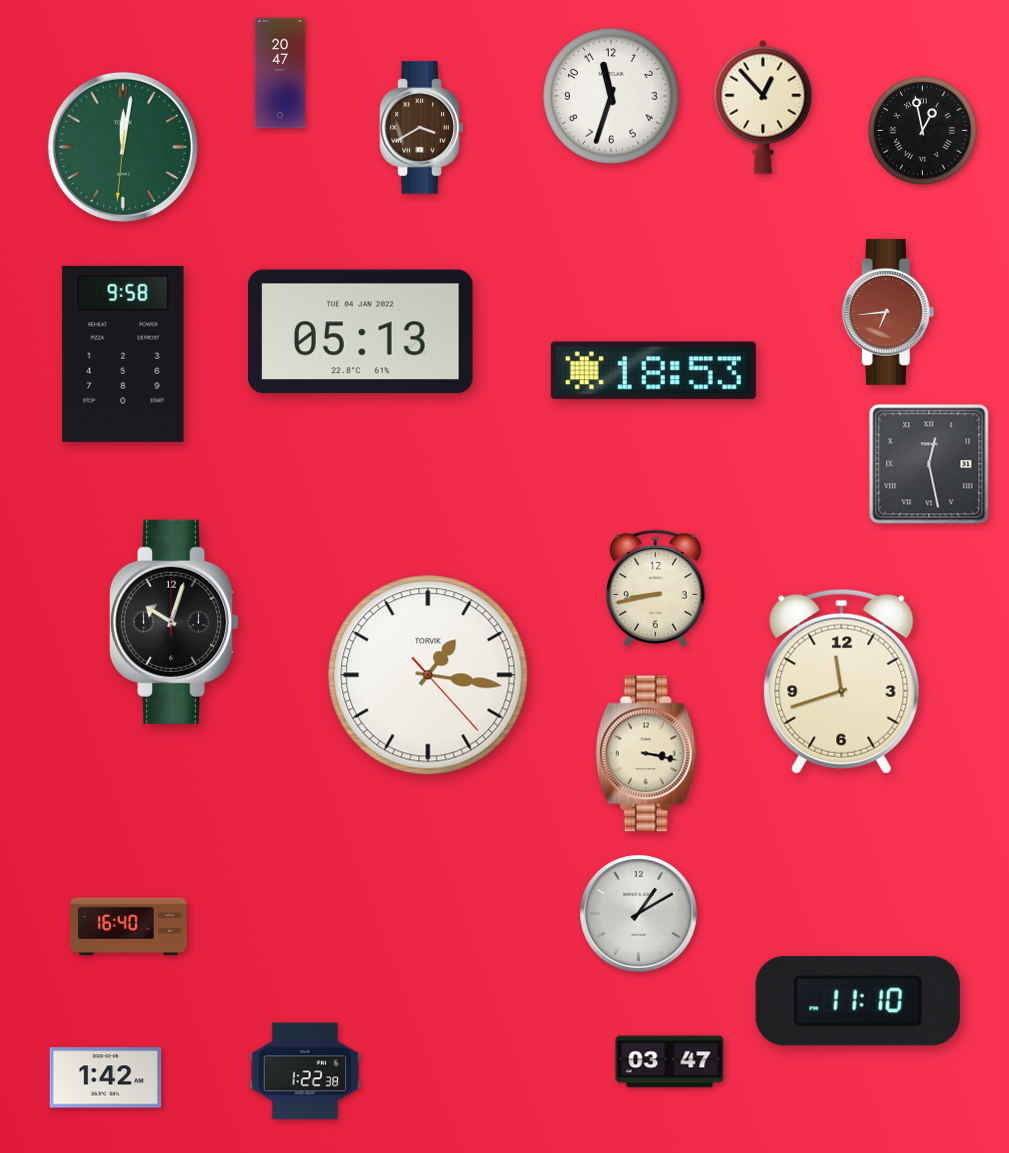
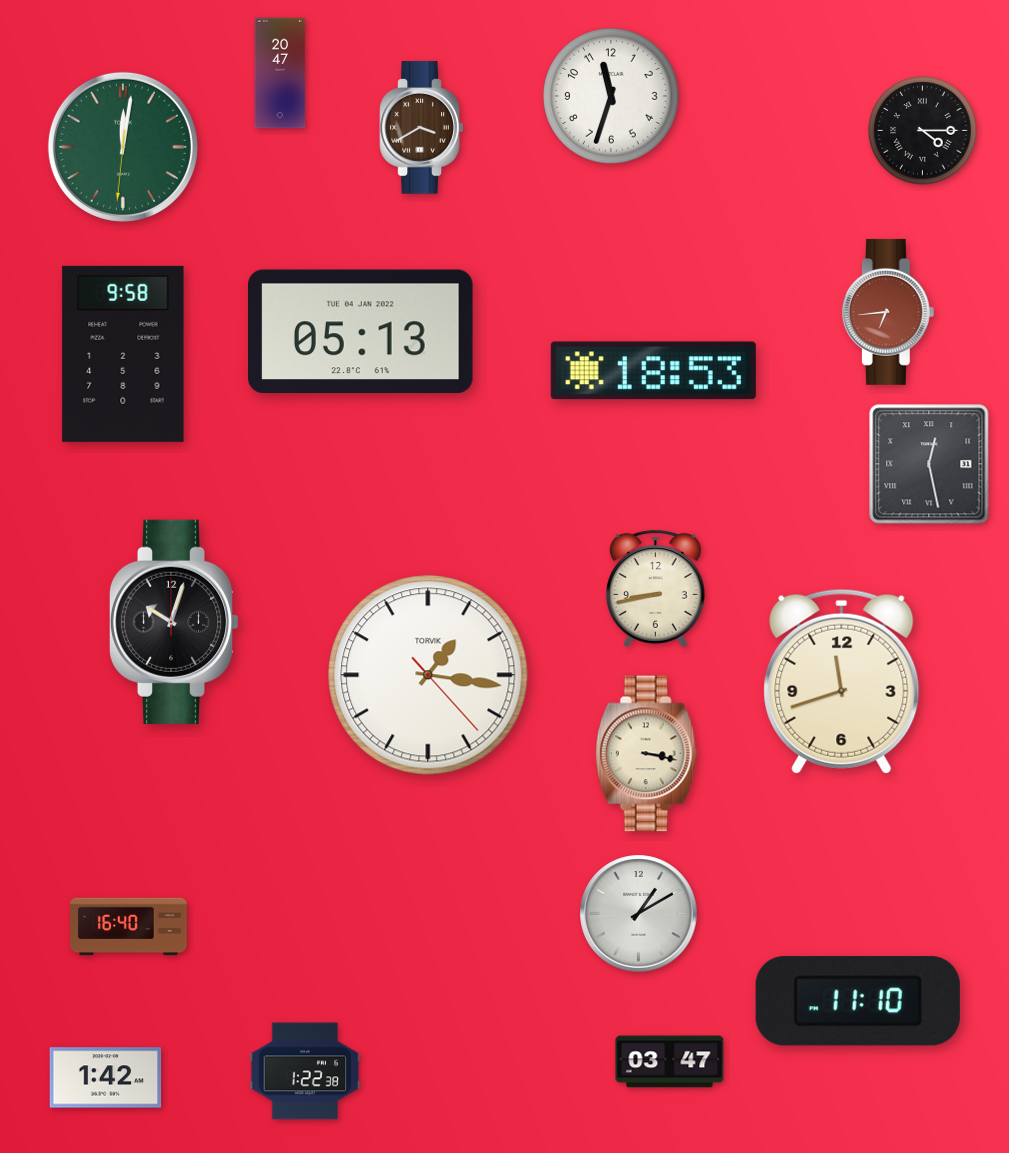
clock at (763, 107): 12:53 -> none
clock at (923, 131): 12:58 -> 4:15
